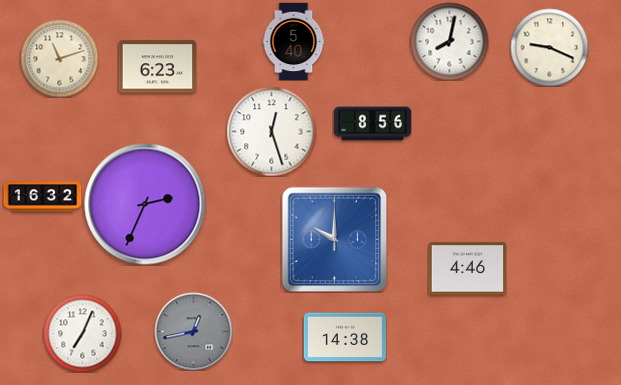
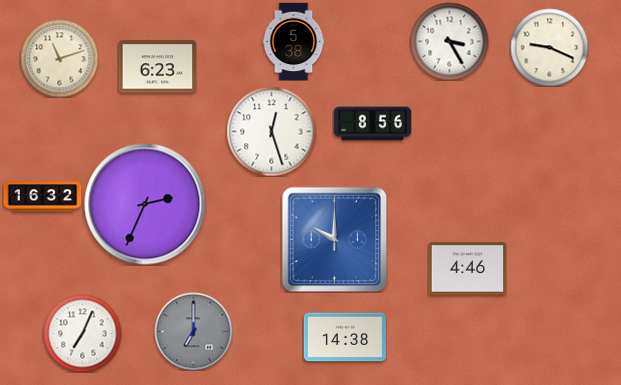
clock at (294, 41): 5:40 -> 5:38
clock at (449, 41): 8:02 -> 3:25
clock at (193, 331): 12:43 -> 7:00
